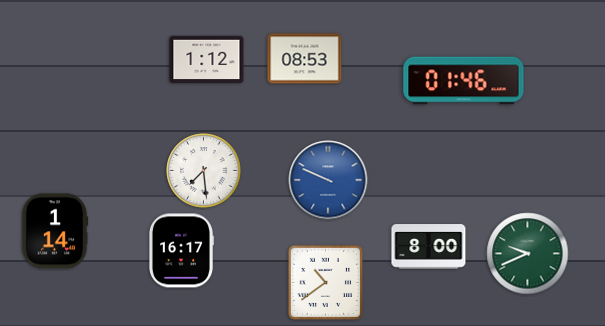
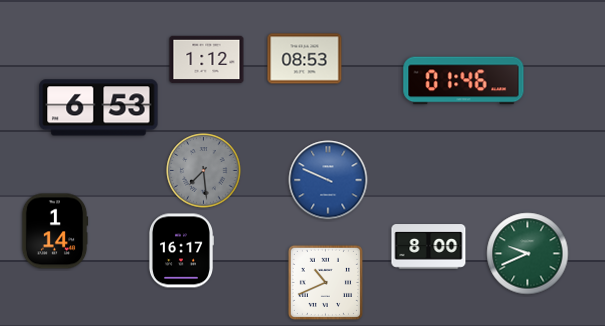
clock at (99, 108): none -> 6:53
clock at (204, 171) dial: white -> grey
clock at (325, 282): 10:39 -> 10:41
